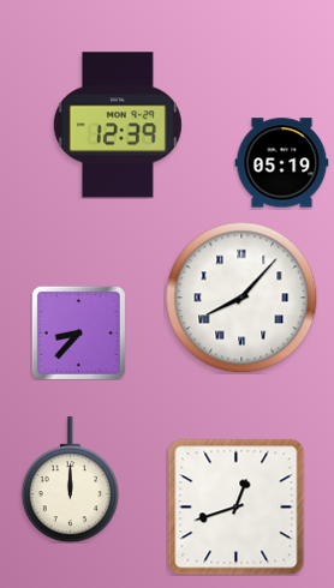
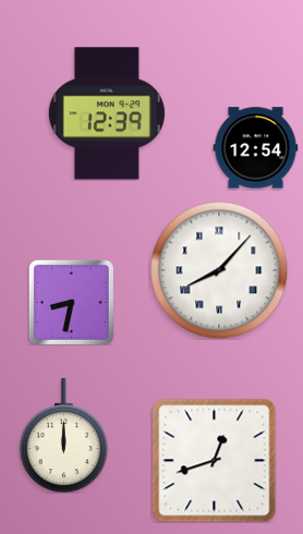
clock at (281, 163): 05:19 -> 12:54
clock at (78, 332): 8:37 -> 8:32
